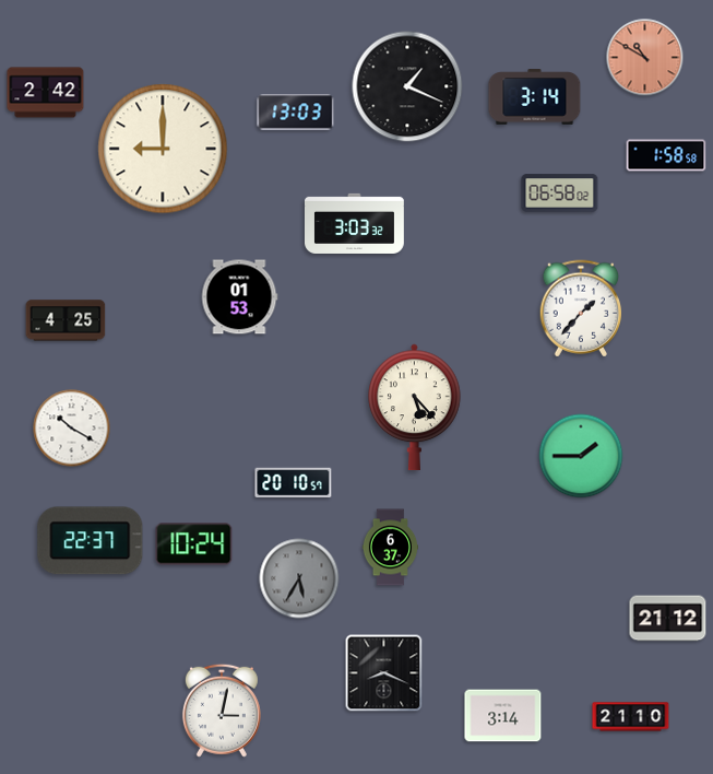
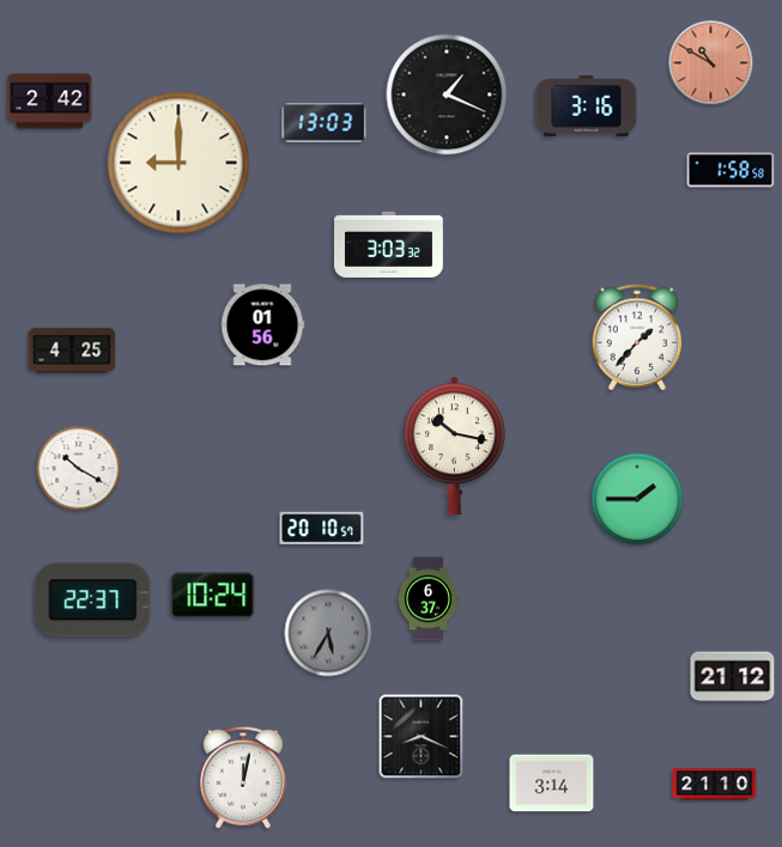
clock at (645, 58) position: (645, 58) -> (711, 63)
clock at (535, 97): 3:14 -> 3:16
clock at (560, 193): 06:58 -> none
clock at (239, 297): 01:53 -> 01:56
clock at (415, 408): 5:23 -> 10:17
clock at (91, 541) position: (91, 541) -> (93, 601)
clock at (222, 711): 3:02 -> 12:02
clock at (631, 717) position: (631, 717) -> (715, 785)
